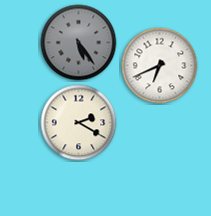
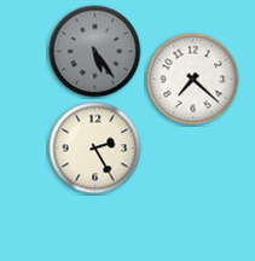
clock at (160, 66): 6:41 -> 7:22
clock at (79, 123): 2:20 -> 2:25
